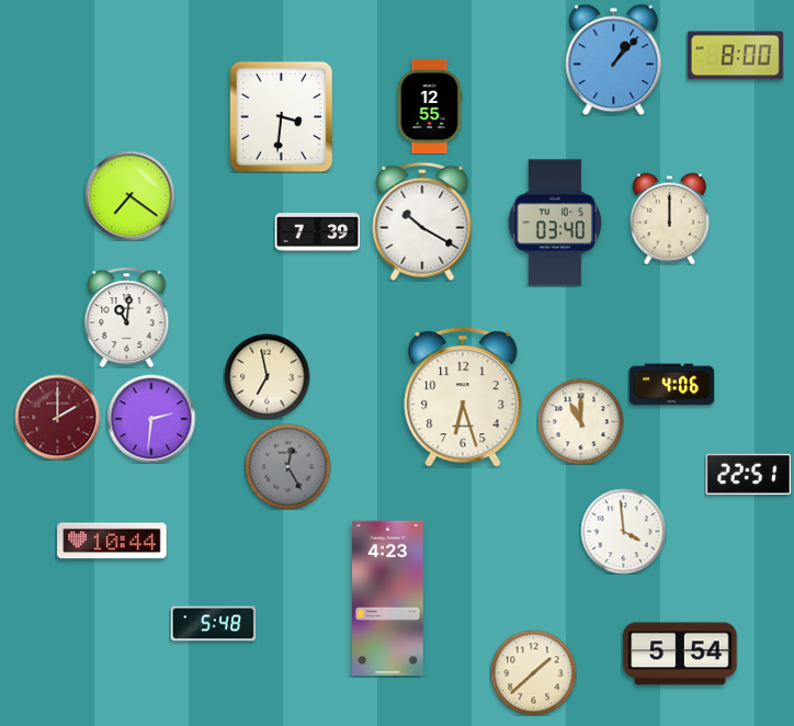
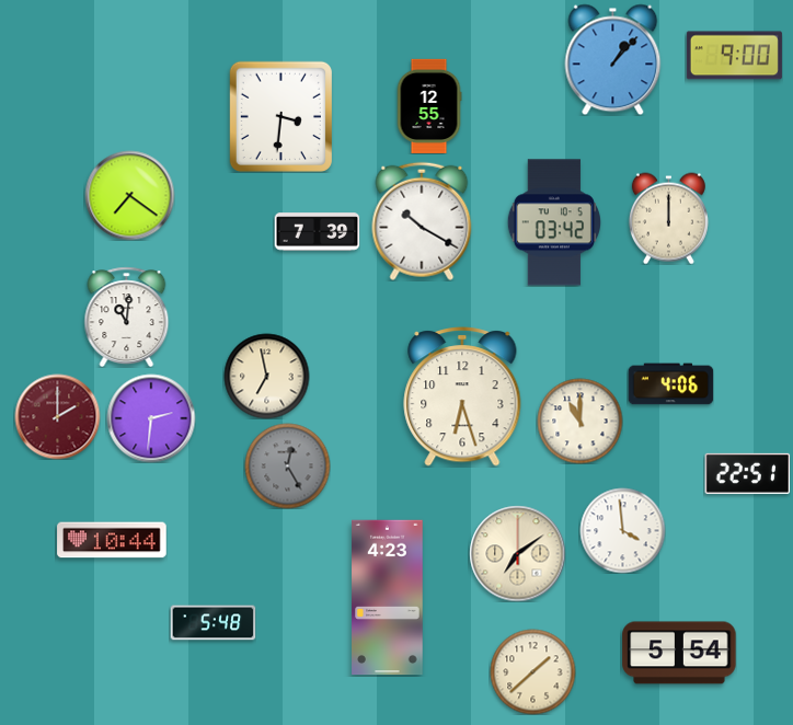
clock at (735, 56): 8:00 -> 9:00
clock at (555, 223): 03:40 -> 03:42
clock at (517, 553): none -> 7:09
